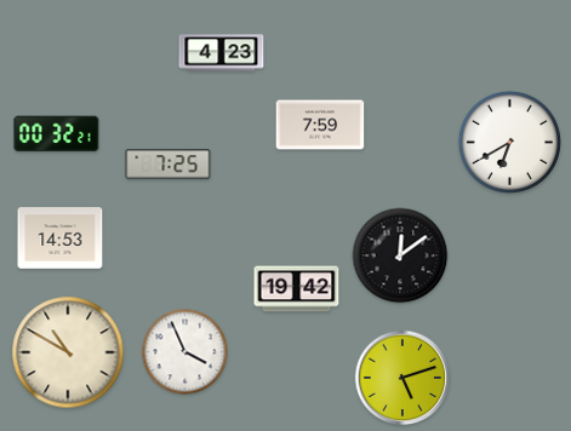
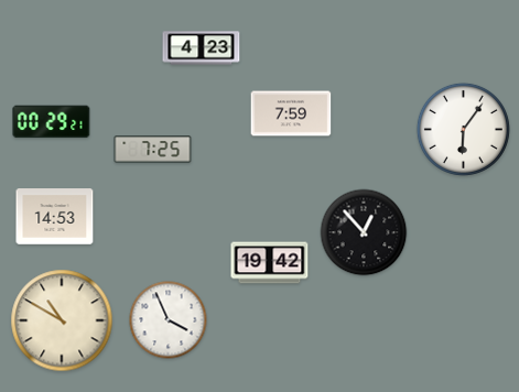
clock at (57, 134): 00:32 -> 00:29
clock at (509, 142): 6:40 -> 6:06
clock at (400, 255): 12:09 -> 12:53
clock at (402, 378): 5:12 -> none
